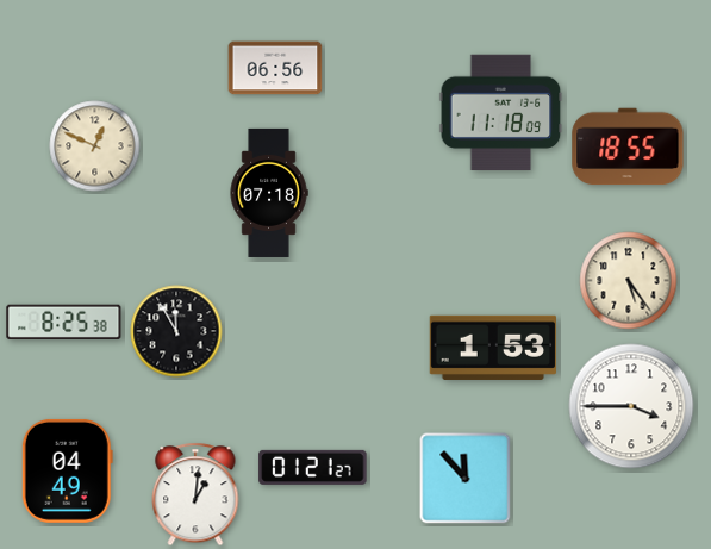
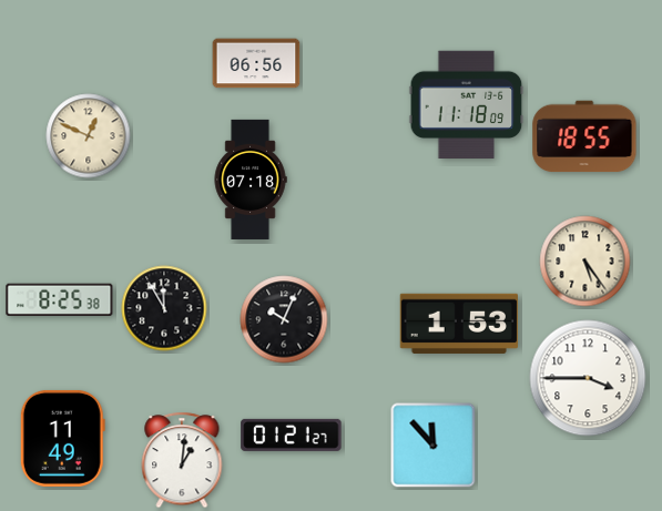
clock at (284, 319): none -> 10:04
clock at (67, 470): 04:49 -> 11:49
